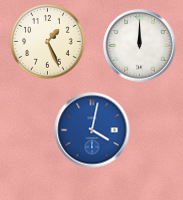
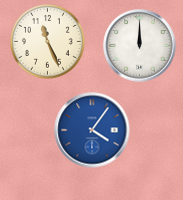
clock at (48, 42): 1:26 -> 11:26
clock at (92, 130): 4:02 -> 4:06
